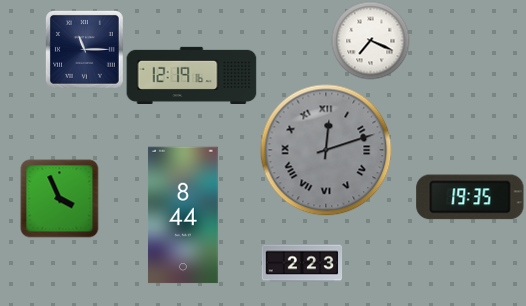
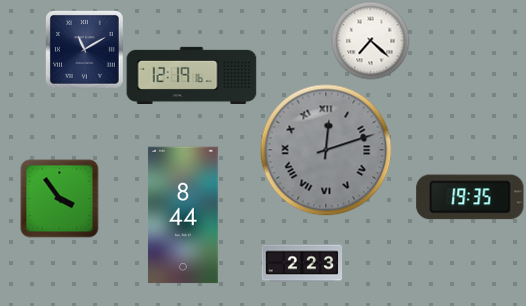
clock at (370, 40): 7:19 -> 7:22
clock at (84, 49): 11:15 -> 11:10
clock at (59, 198): 3:56 -> 3:54
